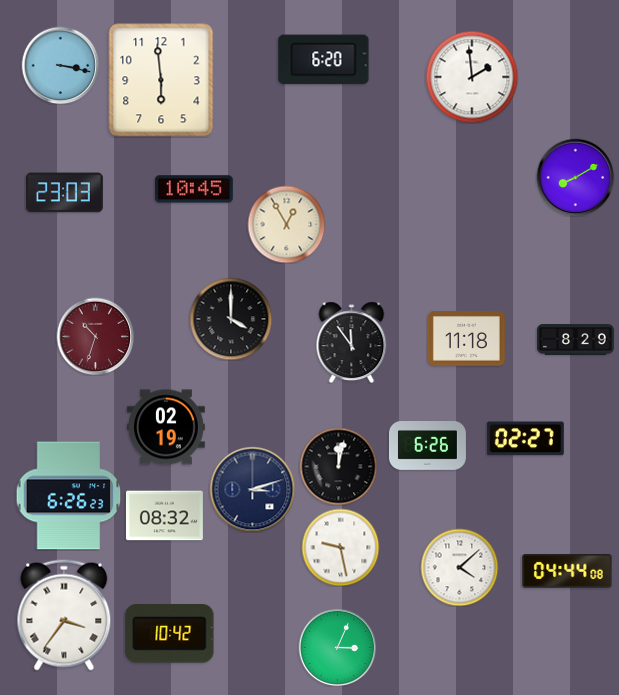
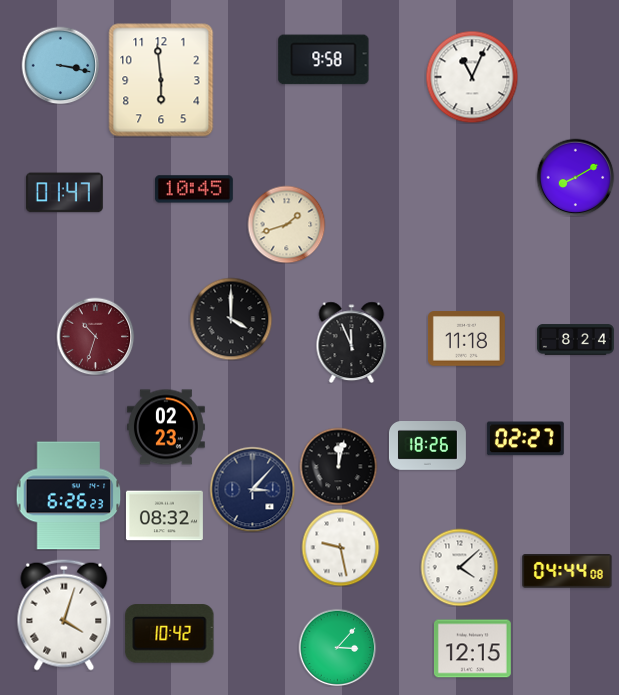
clock at (324, 60): 6:20 -> 9:58
clock at (472, 77): 1:59 -> 11:04
clock at (64, 193): 23:03 -> 01:47
clock at (286, 224): 12:55 -> 1:42
clock at (575, 340): 8:29 -> 8:24
clock at (352, 342): 11:54 -> 11:56
clock at (166, 427): 02:19 -> 02:23
clock at (427, 446): 6:26 -> 18:26
clock at (252, 489): 3:12 -> 3:07
clock at (64, 615): 3:36 -> 4:03
clock at (337, 647): 3:04 -> 3:07
clock at (472, 649): none -> 12:15
